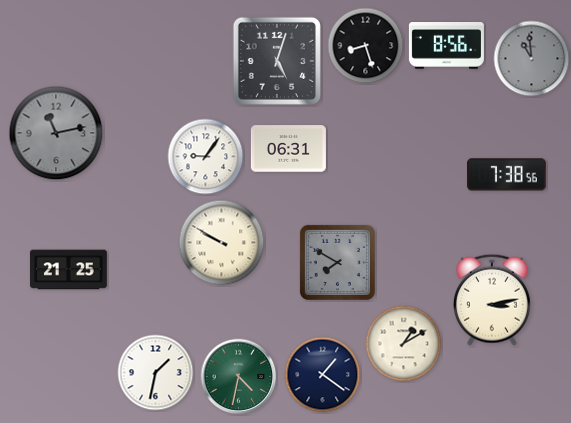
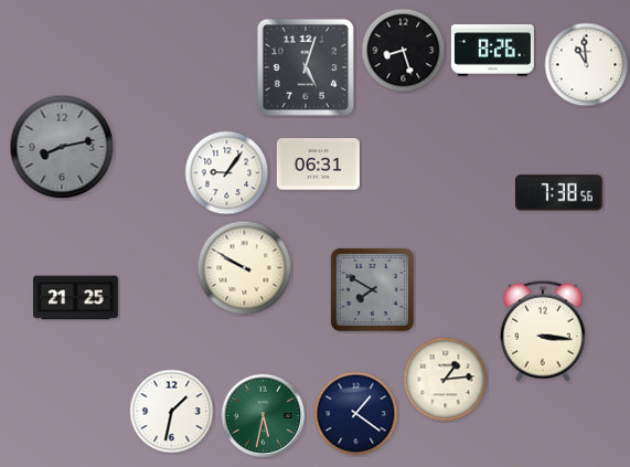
clock at (446, 46): 8:56 -> 8:26
clock at (532, 59) dial: grey -> white
clock at (56, 133): 11:13 -> 8:13
clock at (492, 300): 3:13 -> 3:16
clock at (404, 344): 1:10 -> 1:14
clock at (239, 377): 4:32 -> 5:32
